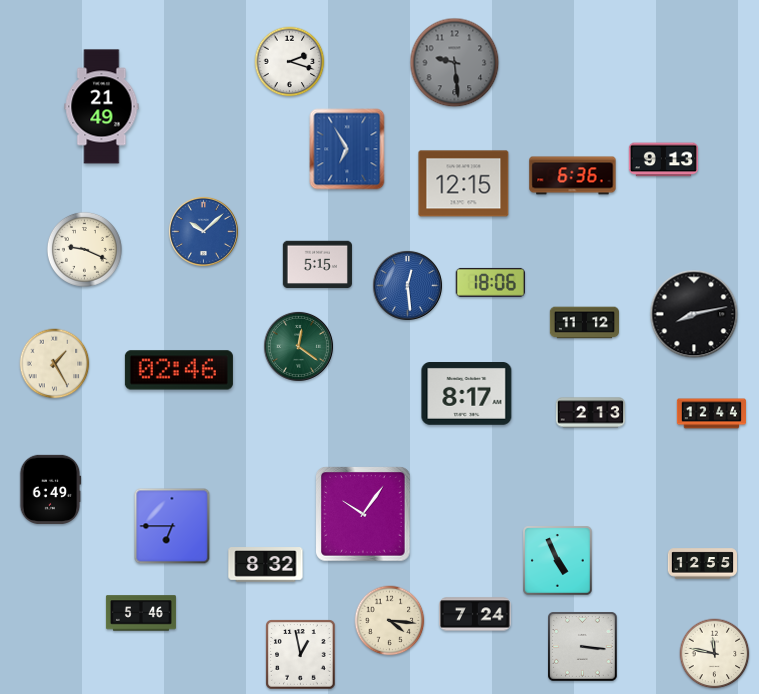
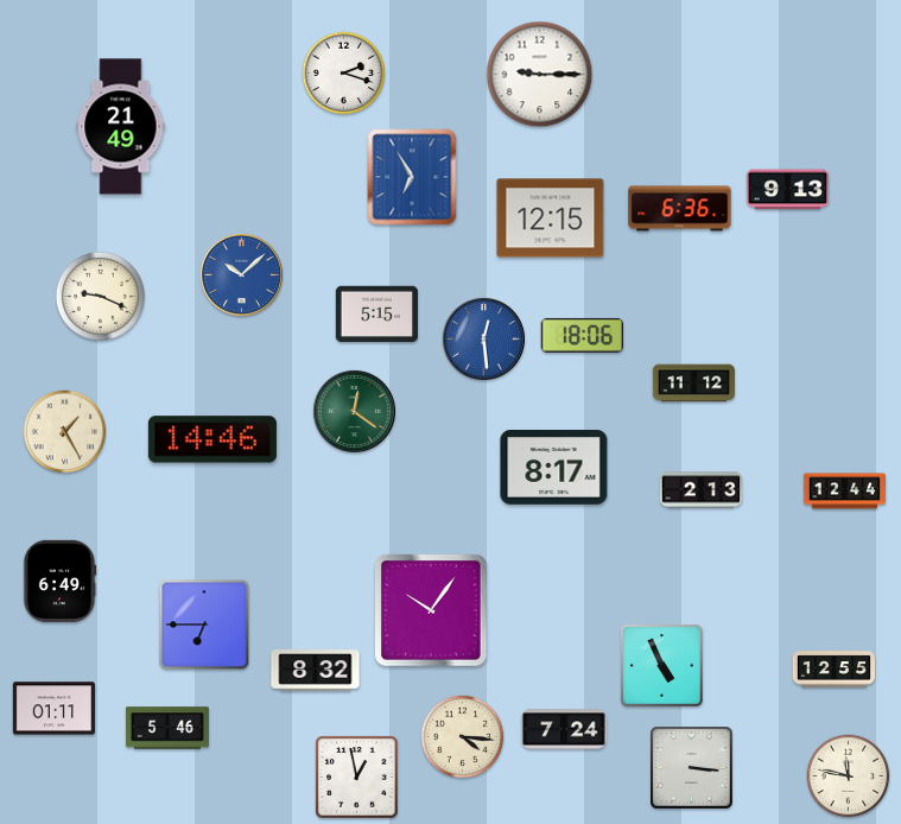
clock at (455, 63): 9:29 -> 9:15
clock at (455, 63) dial: grey -> white
clock at (694, 314): 8:13 -> none
clock at (179, 370): 02:46 -> 14:46
clock at (53, 709): none -> 01:11
